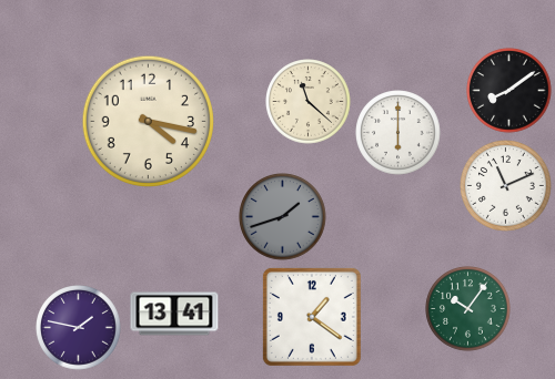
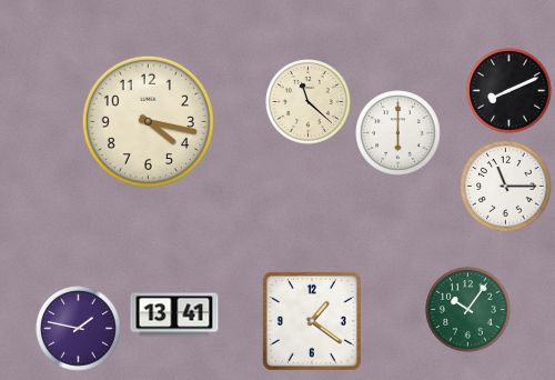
clock at (509, 91): 8:09 -> 8:11
clock at (506, 186): 11:11 -> 11:15
clock at (283, 217): 1:42 -> none
clock at (312, 317) position: (312, 317) -> (312, 321)
